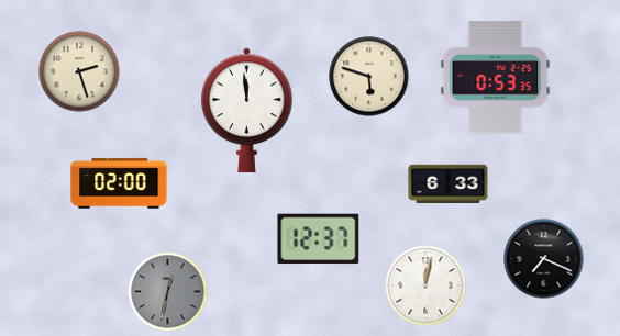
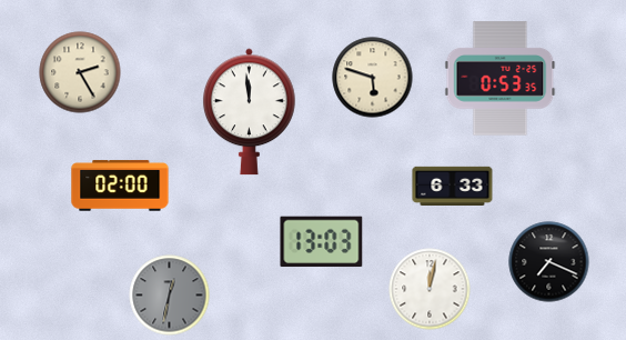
clock at (79, 71): 2:27 -> 2:25
clock at (319, 239): 12:37 -> 13:03
